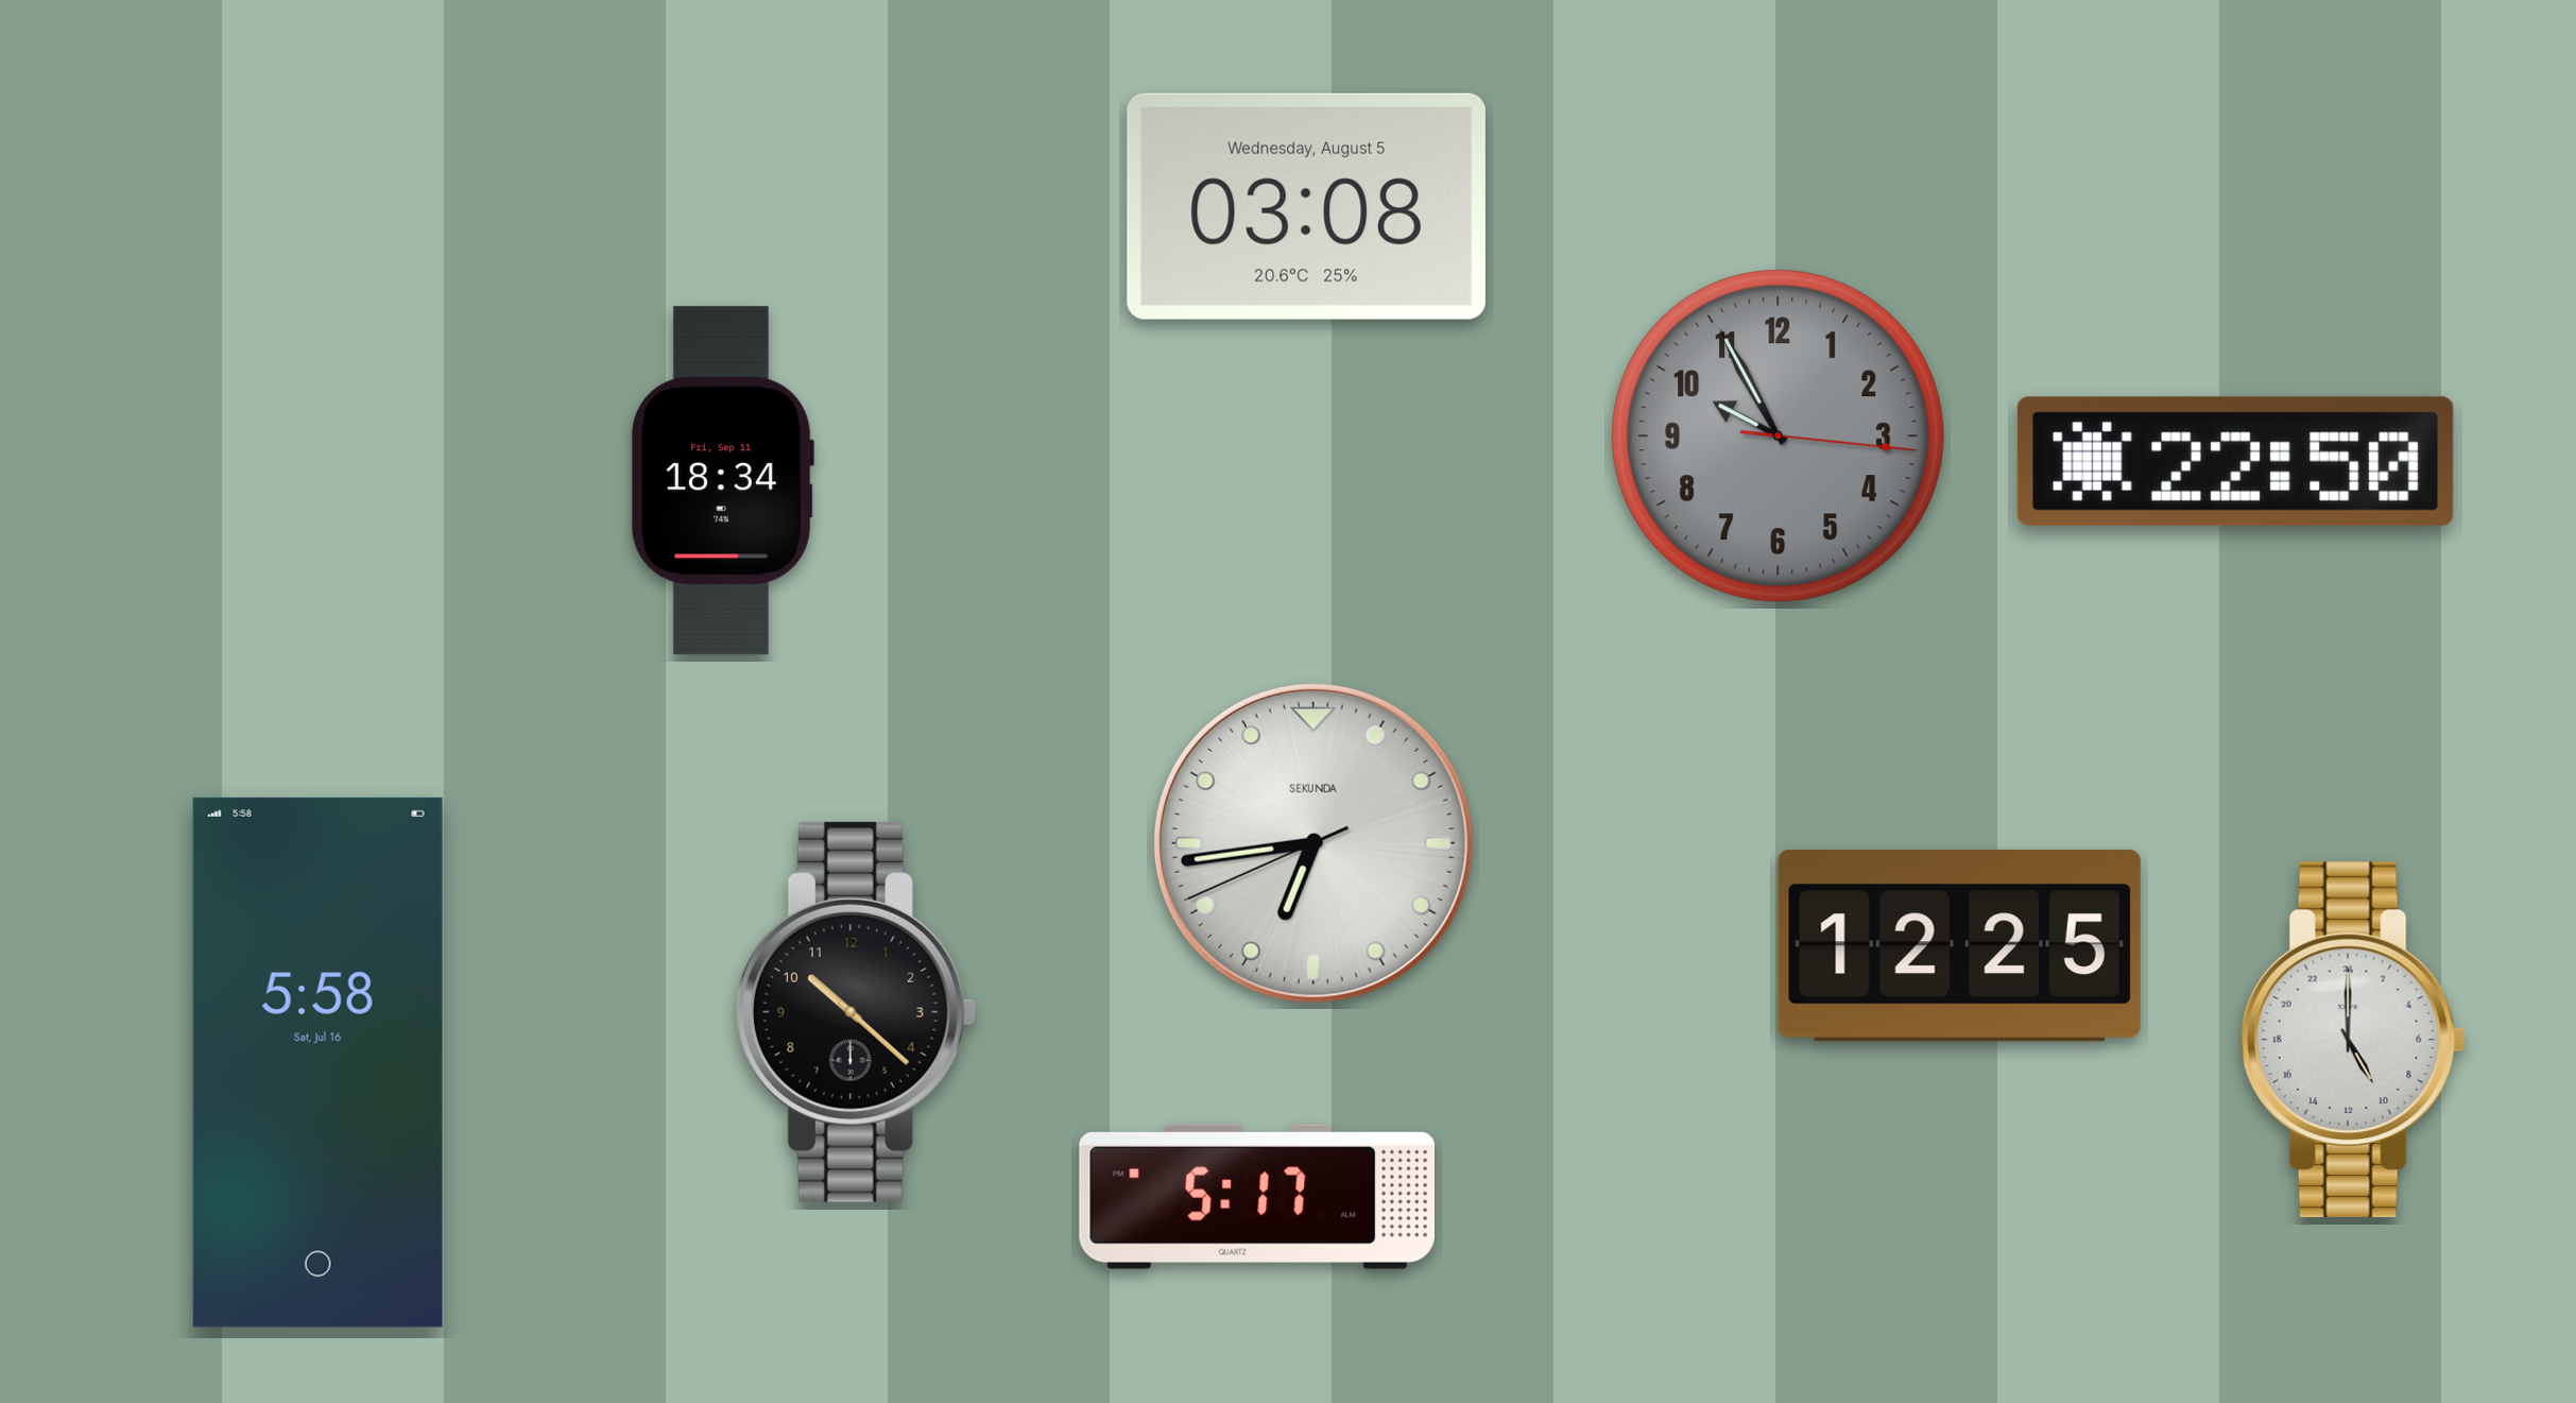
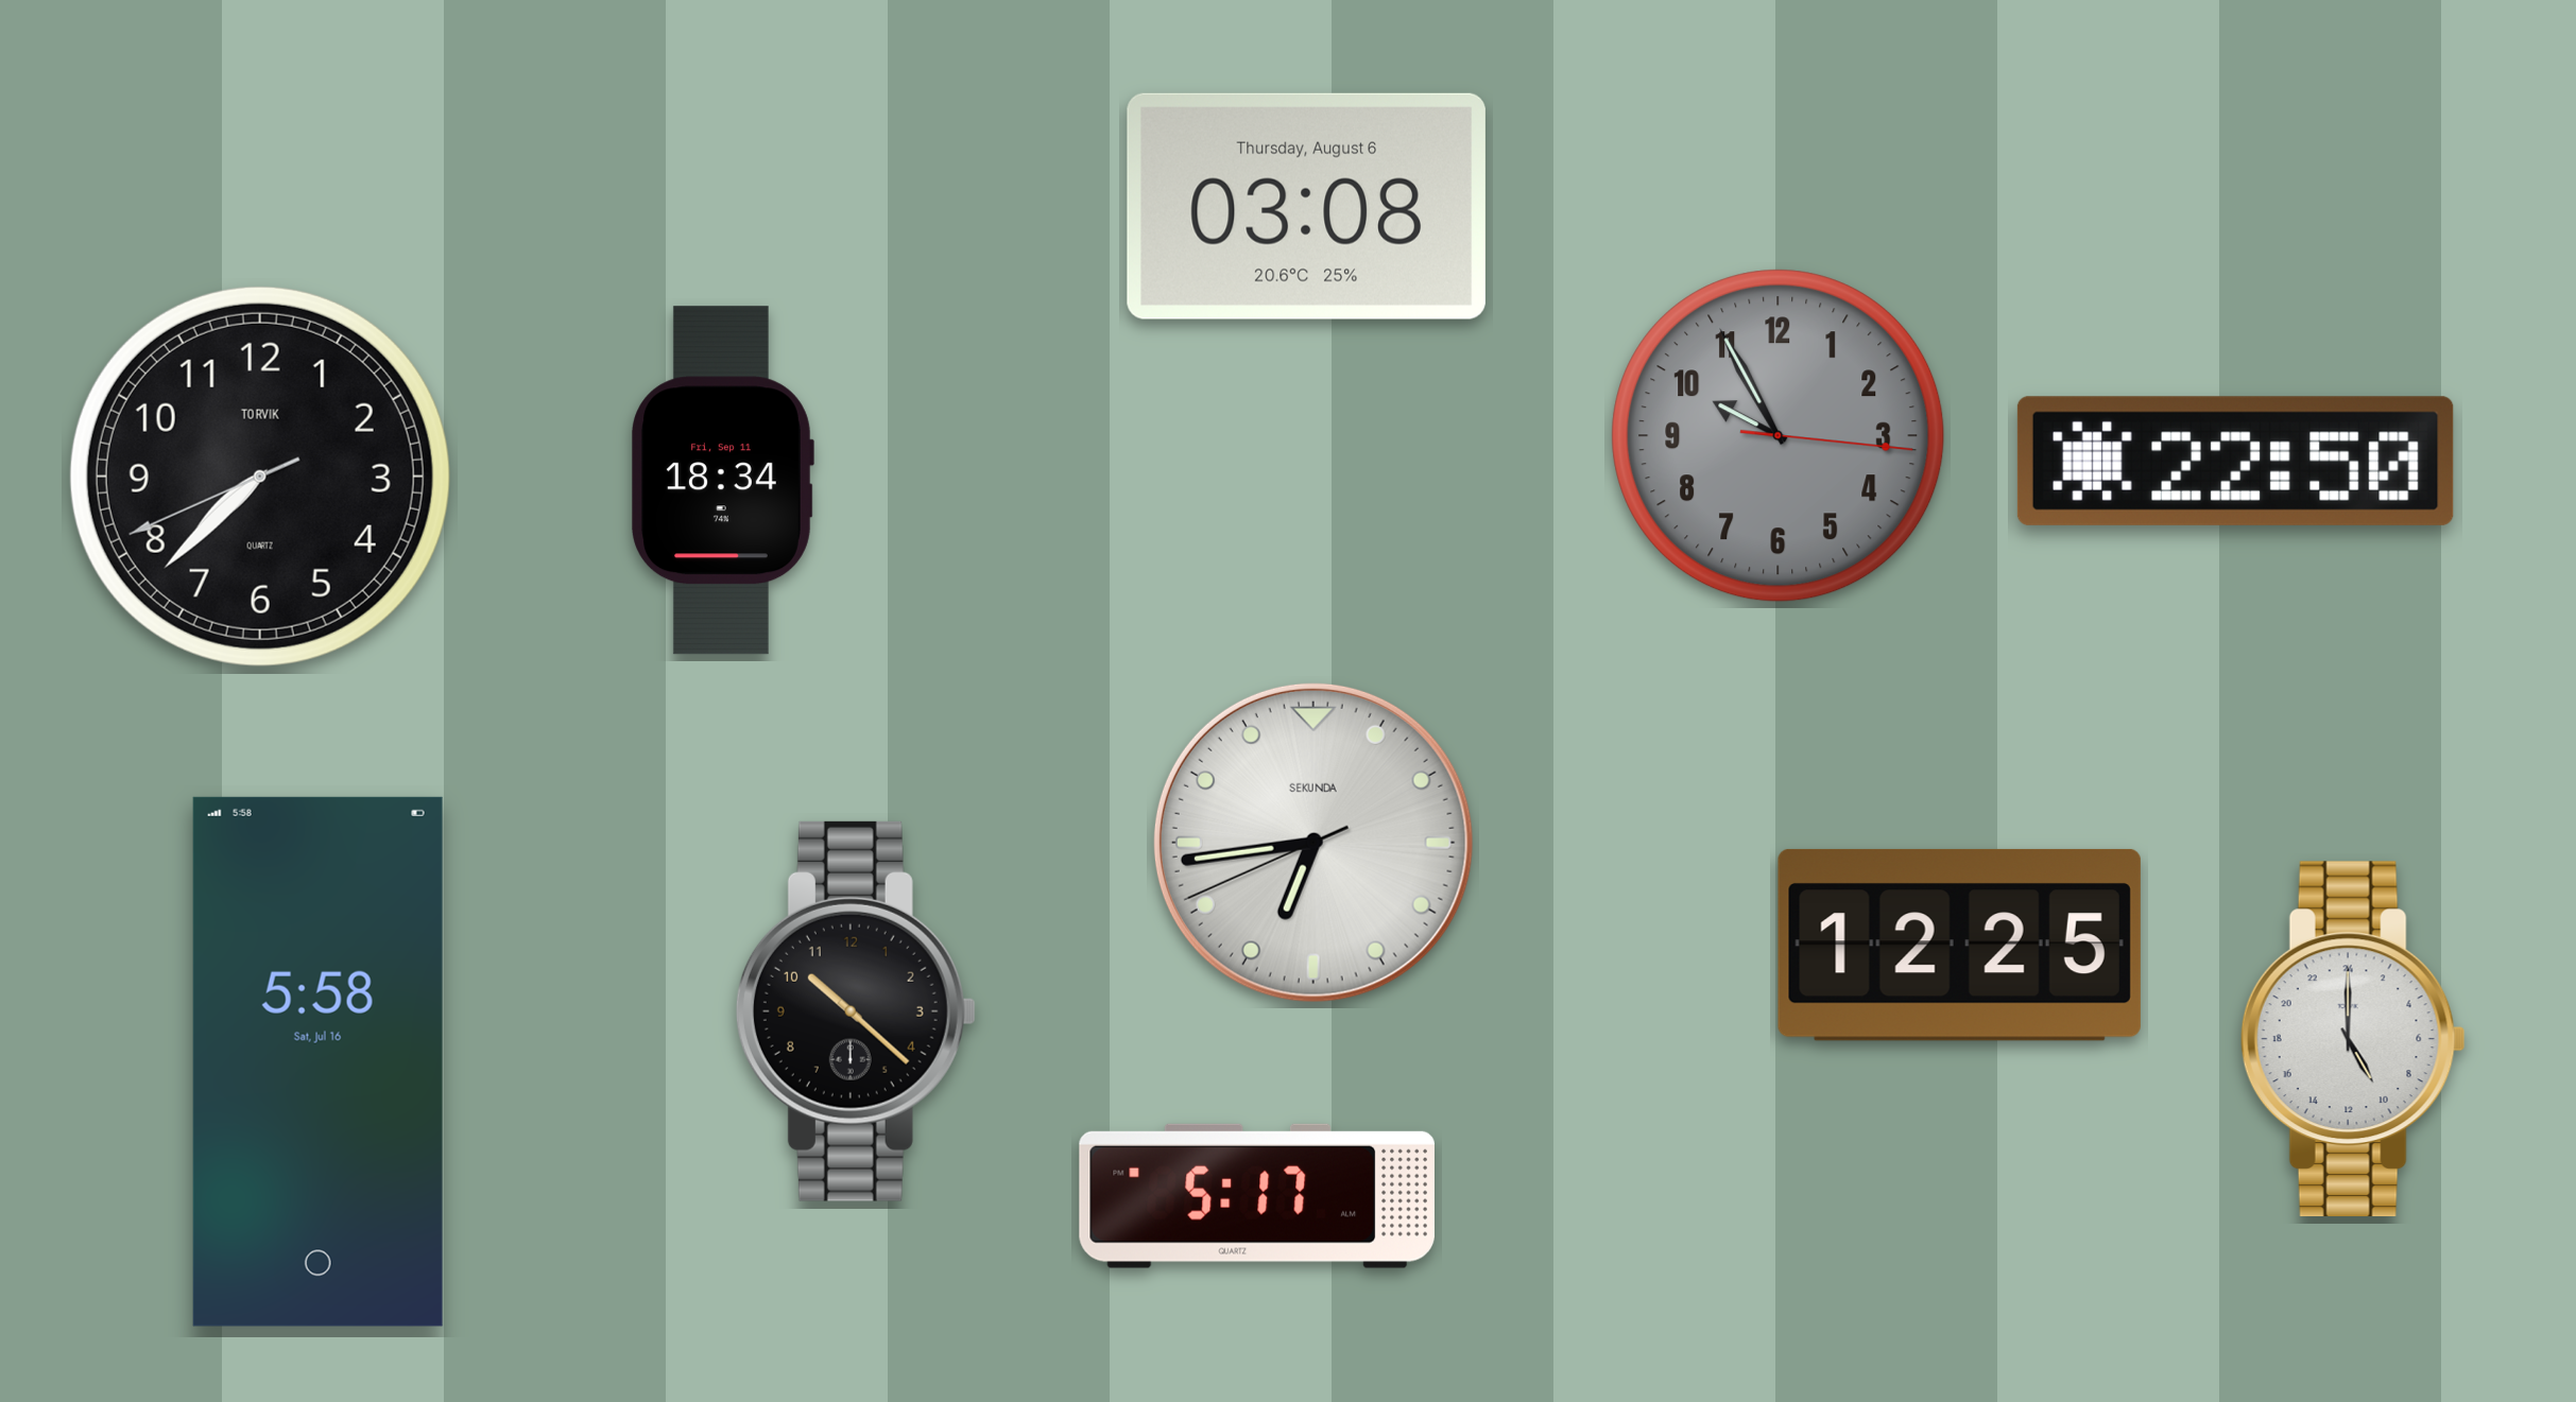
clock at (1306, 206) date: Wednesday, August 5 -> Thursday, August 6
clock at (260, 477): none -> 7:37
